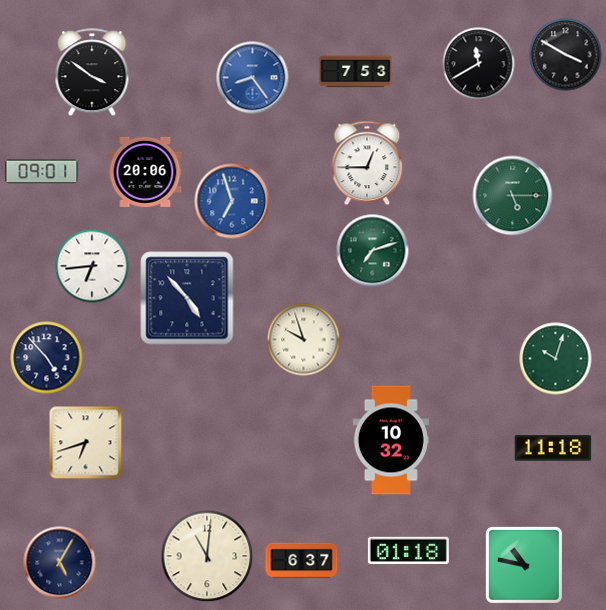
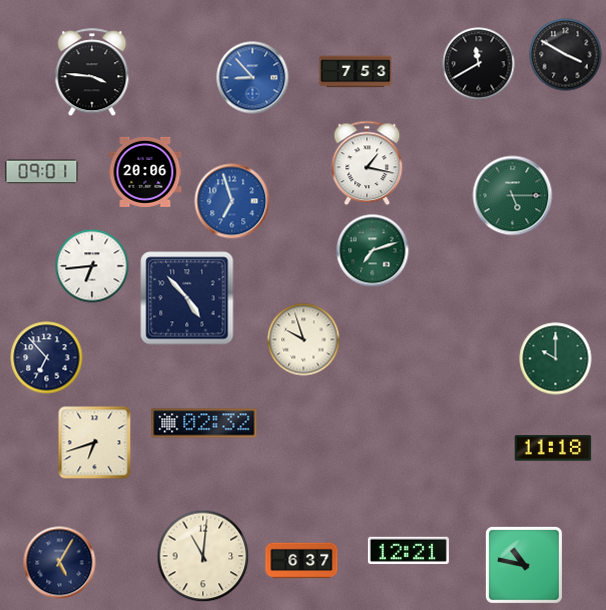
clock at (92, 73): 3:51 -> 3:46
clock at (253, 78): 8:24 -> 8:53
clock at (367, 163): 12:45 -> 1:17
clock at (47, 358): 4:53 -> 6:53
clock at (556, 359): 10:03 -> 10:00
clock at (204, 423): none -> 02:32
clock at (391, 440): 10:32 -> none
clock at (86, 443) position: (86, 443) -> (95, 443)
clock at (408, 550): 01:18 -> 12:21
clock at (207, 556) position: (207, 556) -> (203, 556)
